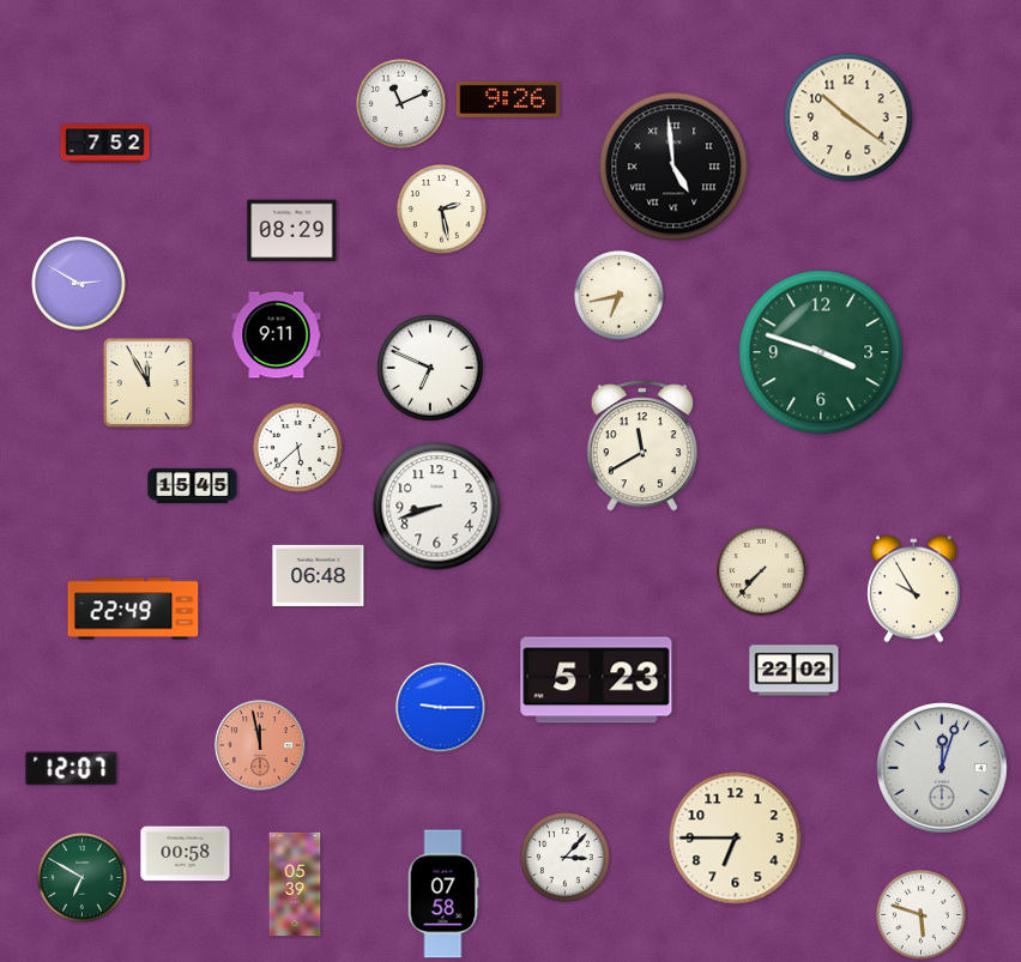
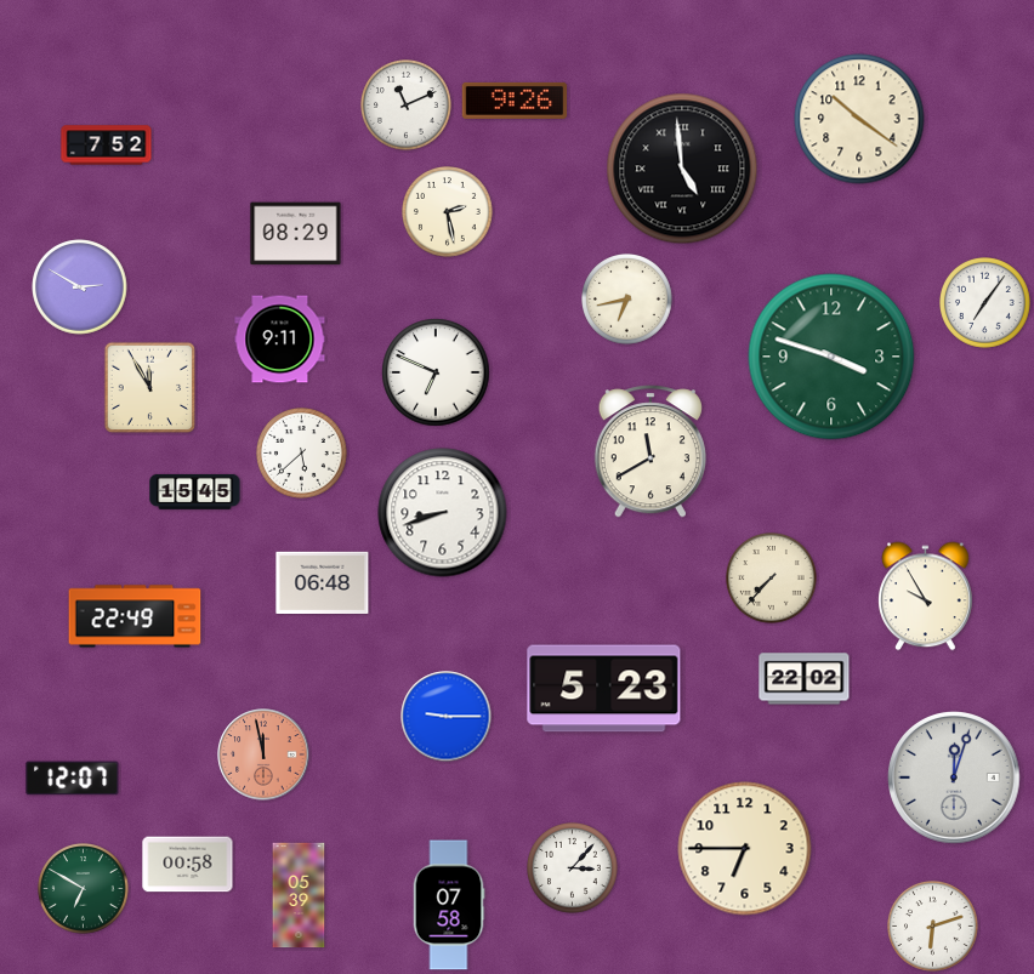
clock at (985, 303): none -> 7:06
clock at (922, 915): 5:48 -> 6:12
